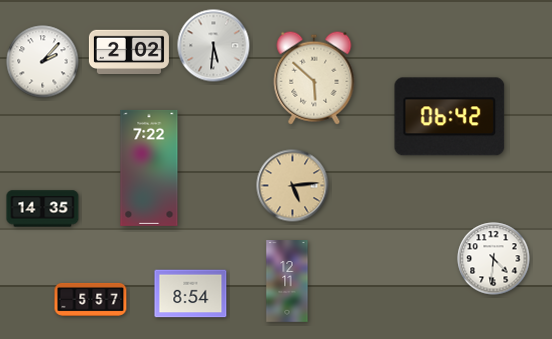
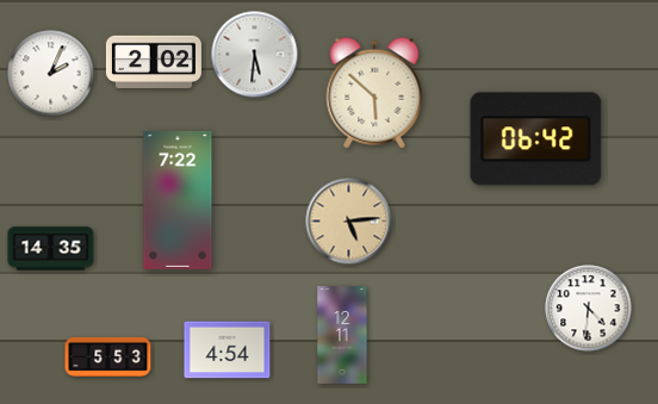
clock at (43, 62): 2:07 -> 2:04
clock at (191, 294): 8:54 -> 4:54
clock at (91, 299): 5:57 -> 5:53
